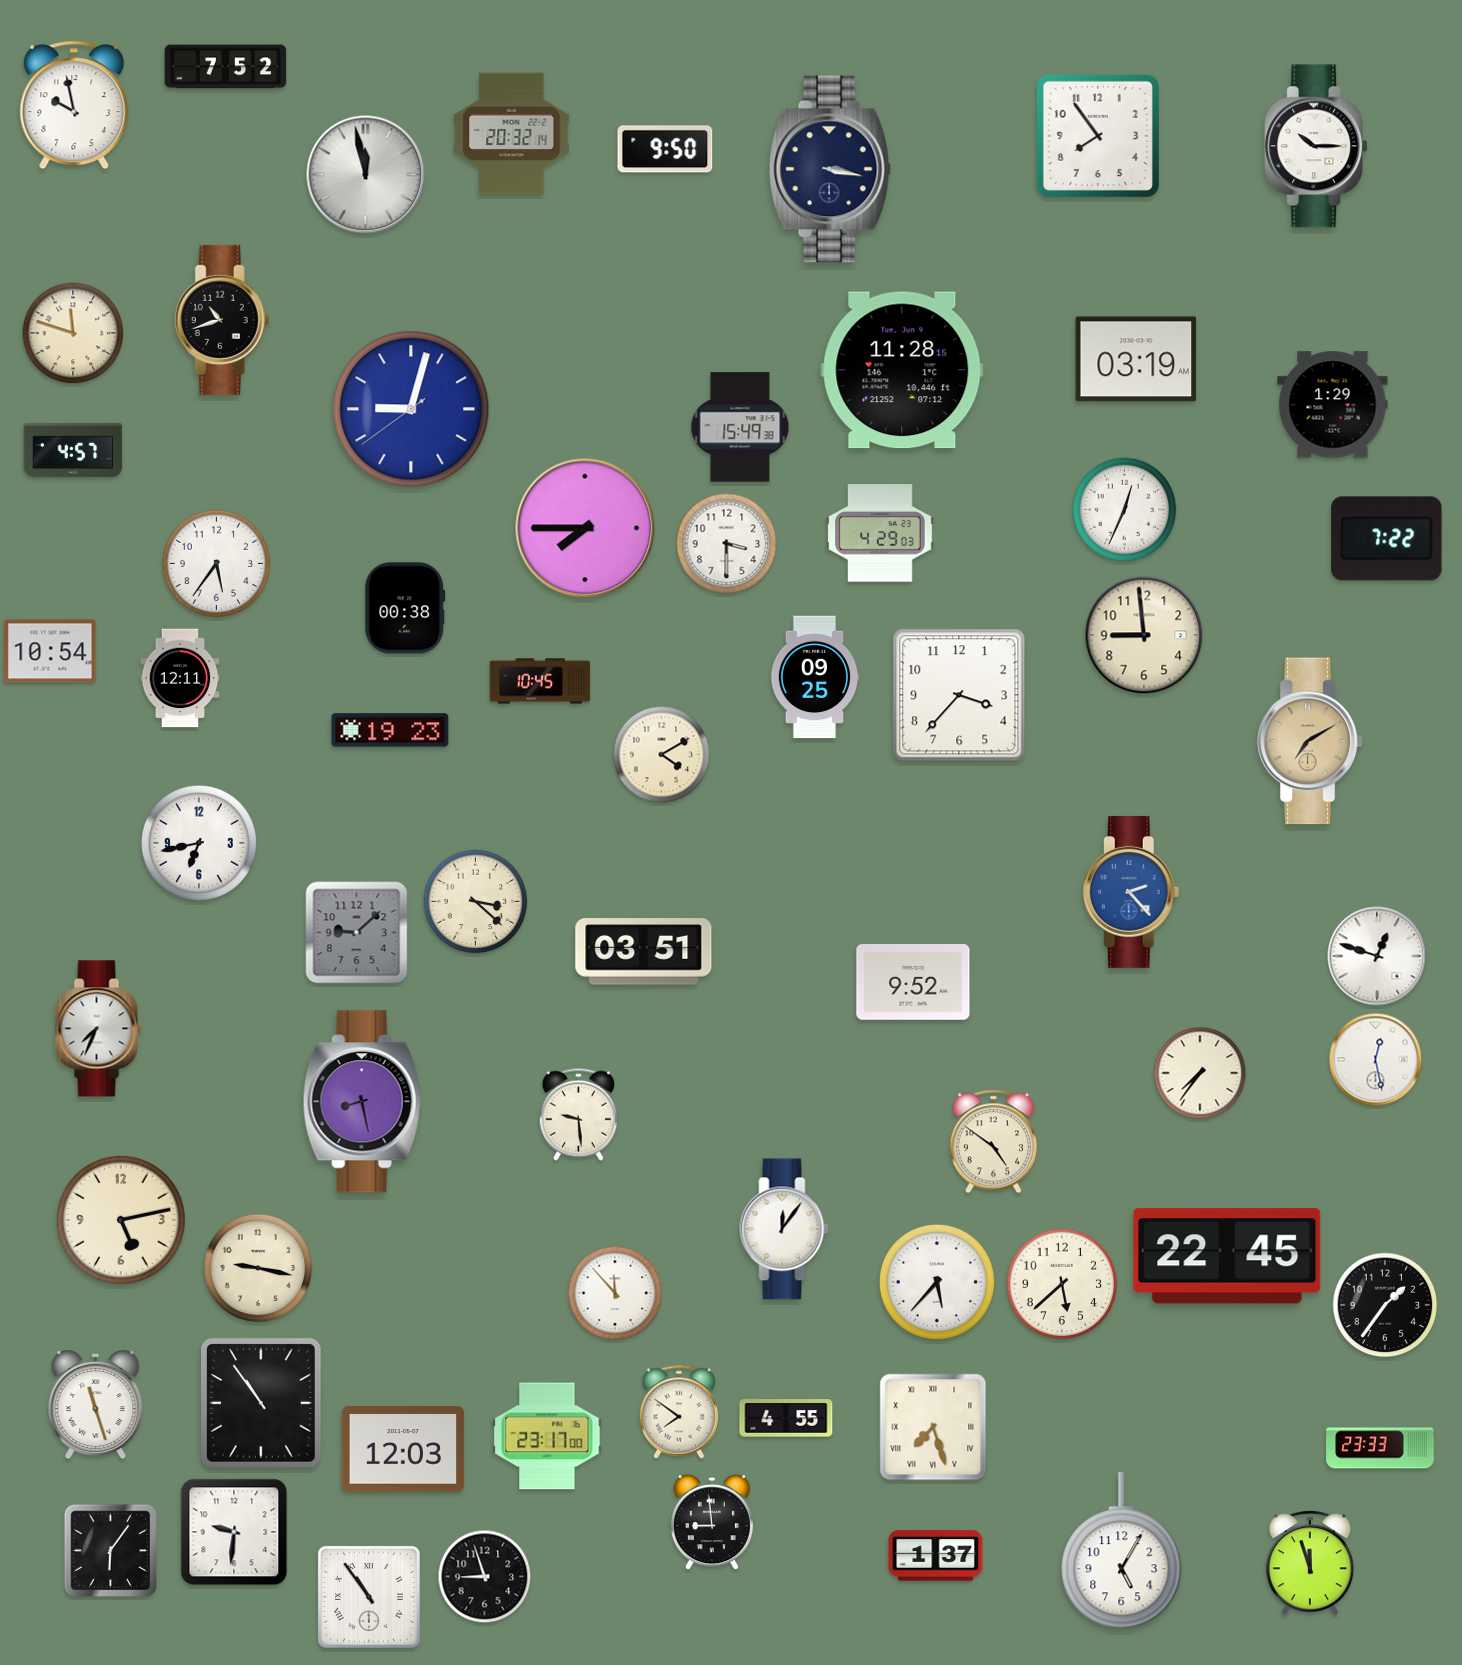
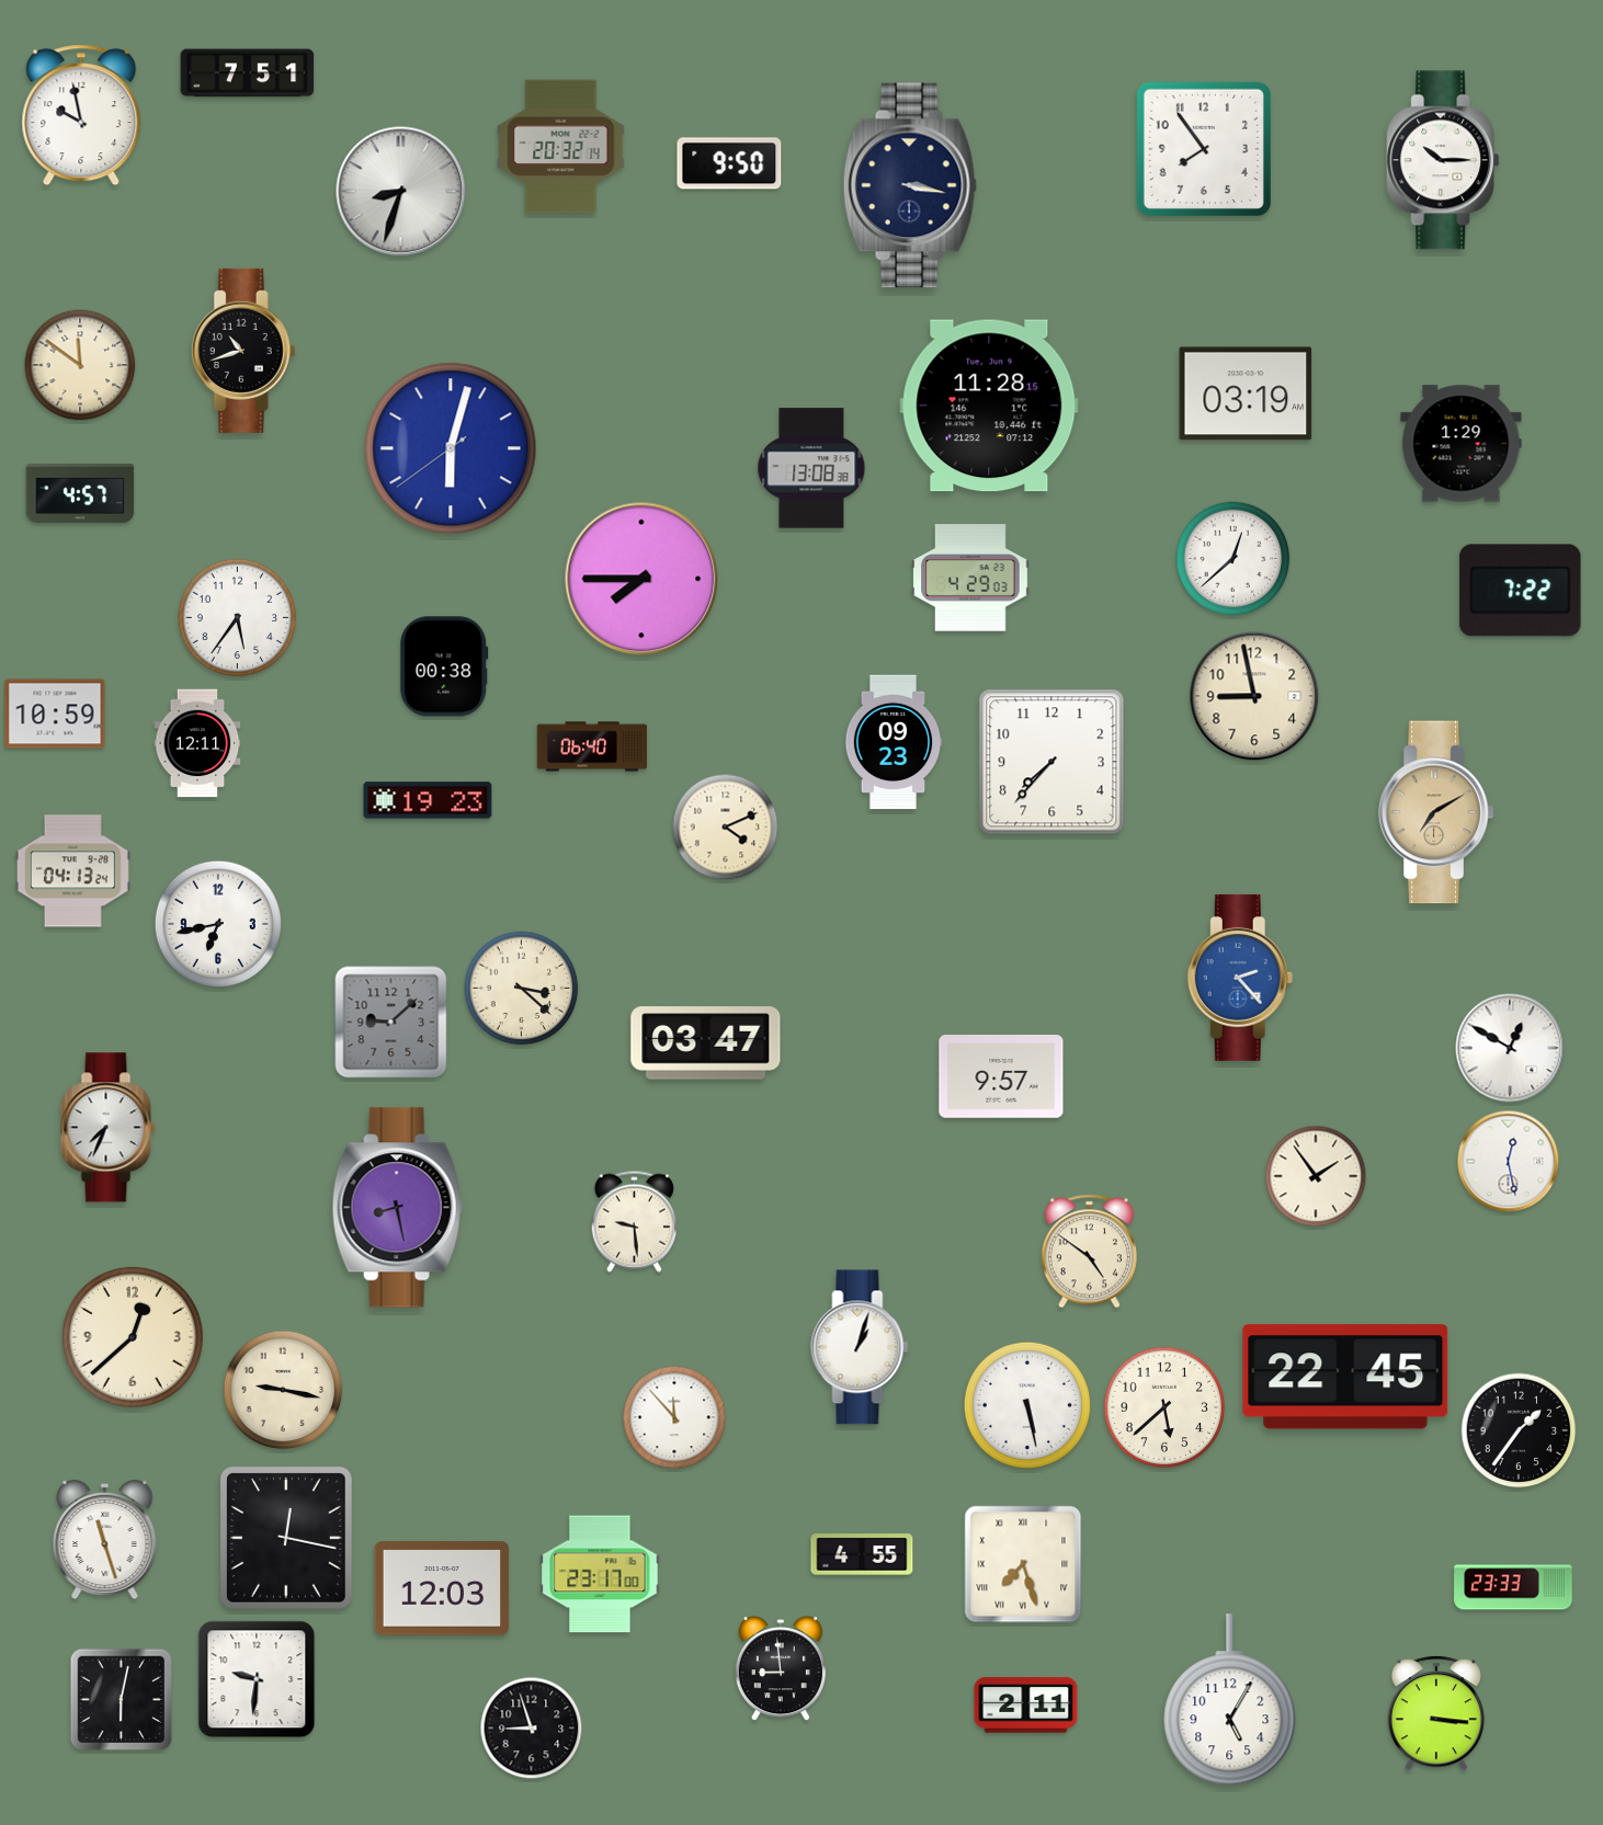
clock at (226, 67): 7:52 -> 7:51
clock at (366, 175): 11:58 -> 8:33
clock at (73, 333): 11:48 -> 11:51
clock at (411, 409): 9:02 -> 6:02
clock at (740, 427): 15:49 -> 13:08
clock at (1125, 510): 12:34 -> 12:38
clock at (880, 533) position: (880, 533) -> (970, 578)
clock at (727, 544): 3:30 -> none
clock at (1144, 635): 8:59 -> 8:58
clock at (50, 651): 10:54 -> 10:59
clock at (815, 677): 09:25 -> 09:23
clock at (540, 681): 10:45 -> 06:40
clock at (959, 695): 3:37 -> 7:37
clock at (662, 755): 4:10 -> 4:11
clock at (72, 871): none -> 04:13
clock at (644, 952): 03:51 -> 03:47
clock at (1377, 956): 12:48 -> 12:50
clock at (913, 983): 9:52 -> 9:57
clock at (1200, 1073): 7:36 -> 1:54
clock at (121, 1220): 5:13 -> 12:38
clock at (784, 1229): 12:06 -> 1:03
clock at (937, 1282): 5:37 -> 5:28
clock at (261, 1403): 10:54 -> 12:17
clock at (678, 1412): 7:51 -> none
clock at (111, 1551): 6:06 -> 6:02
clock at (936, 1556): 1:37 -> 2:11
clock at (1309, 1563): 11:57 -> 3:16
clock at (369, 1597): 10:54 -> none
